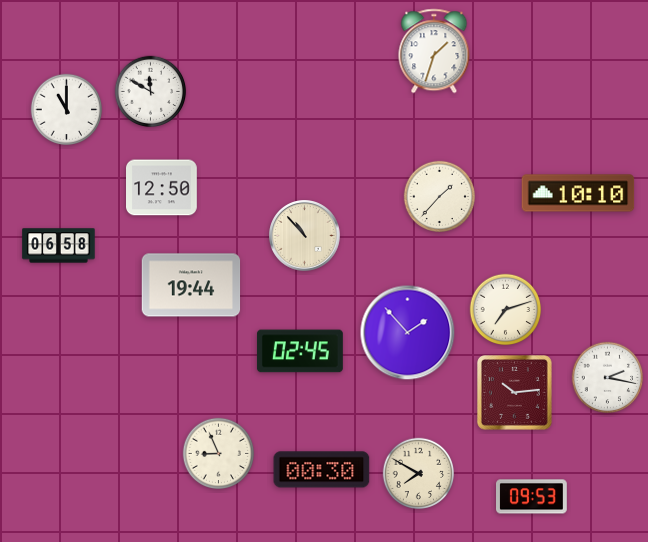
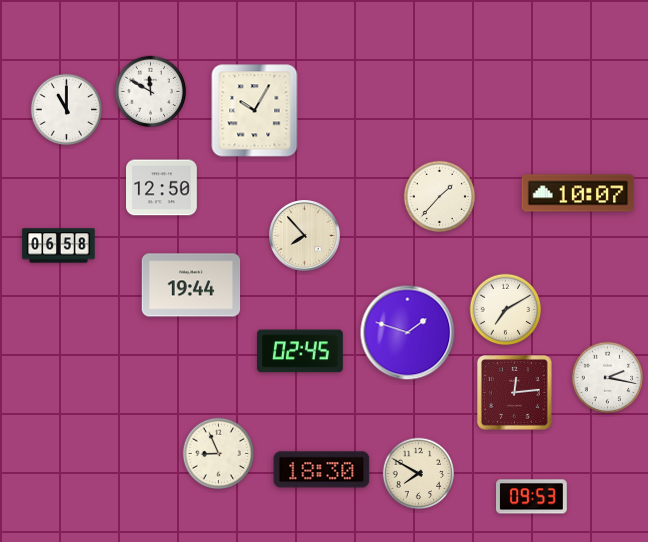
clock at (434, 51): 1:33 -> none
clock at (255, 111): none -> 10:05
clock at (578, 193): 10:10 -> 10:07
clock at (305, 236): 10:53 -> 7:53
clock at (506, 310): 7:12 -> 7:10
clock at (408, 333): 1:53 -> 1:48
clock at (515, 393): 10:14 -> 12:14
clock at (322, 470): 00:30 -> 18:30
